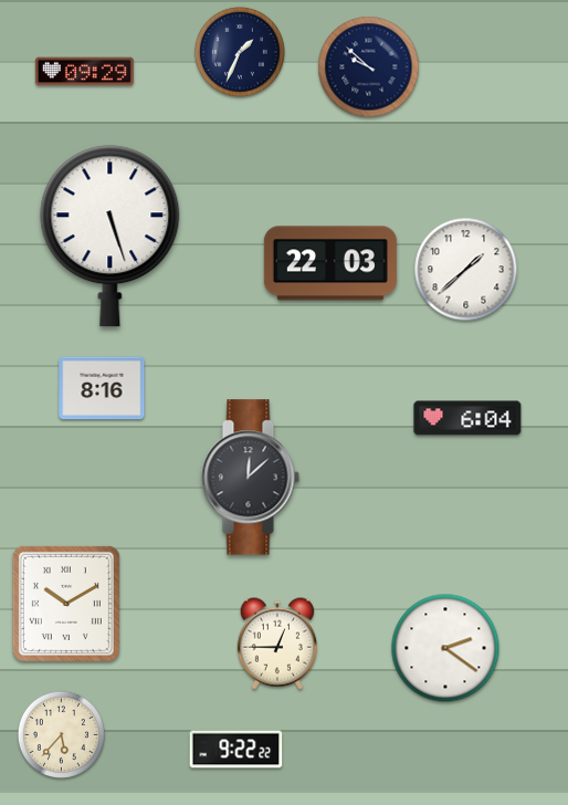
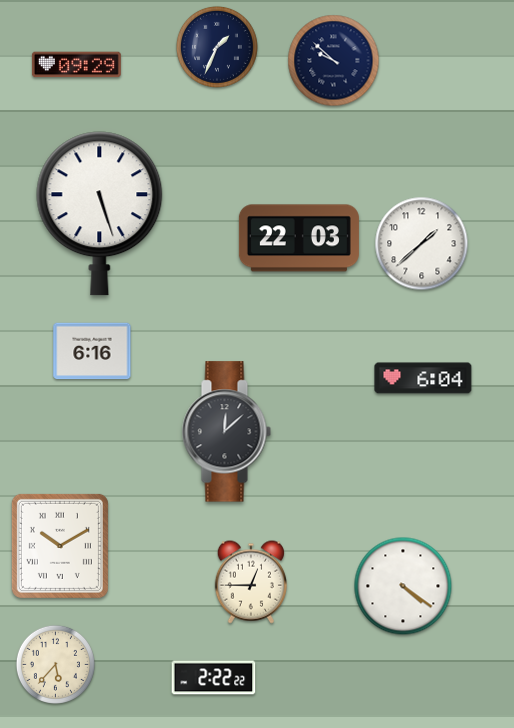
clock at (102, 388): 8:16 -> 6:16
clock at (445, 648): 2:21 -> 4:21
clock at (236, 750): 9:22 -> 2:22
